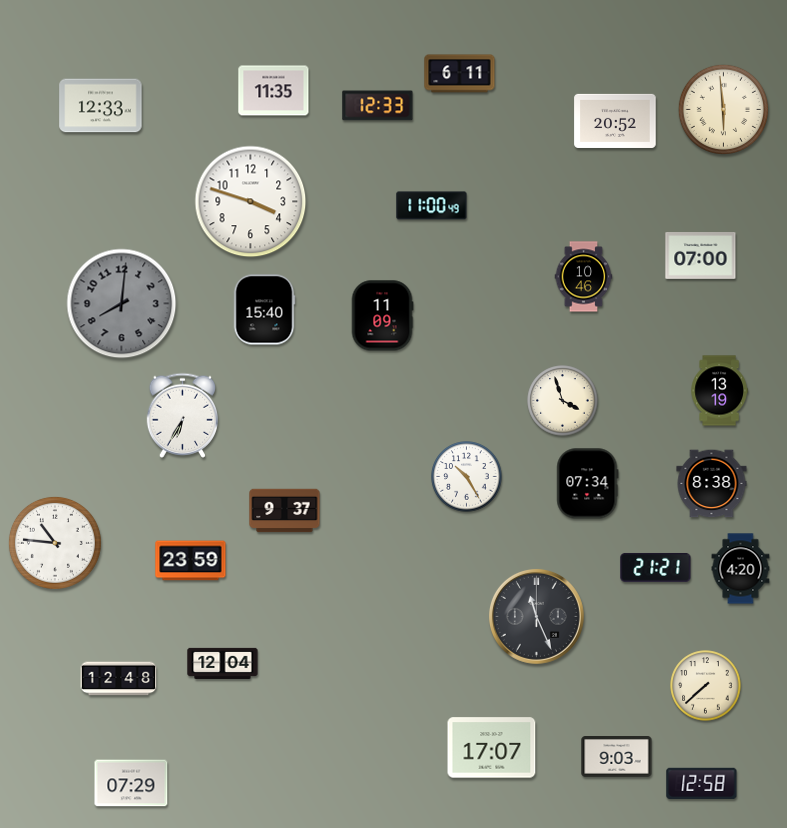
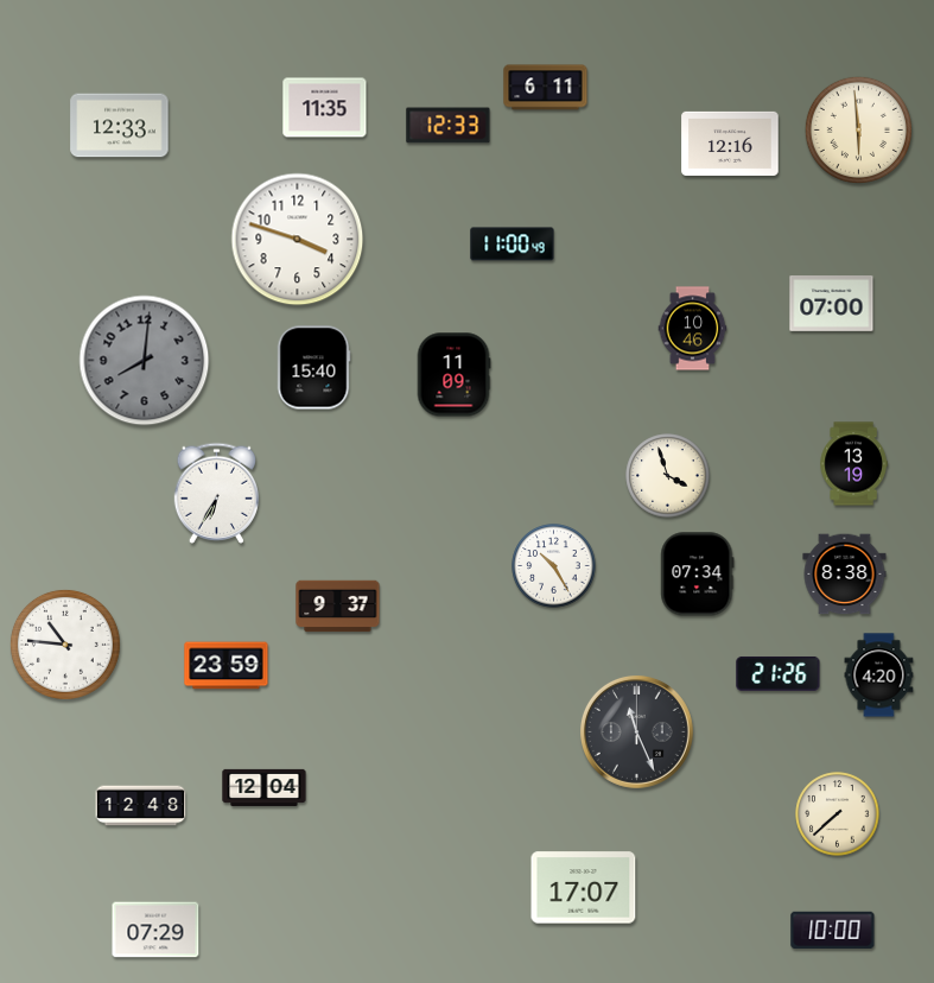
clock at (615, 121): 20:52 -> 12:16
clock at (656, 567): 21:21 -> 21:26
clock at (617, 757): 9:03 -> none
clock at (702, 783): 12:58 -> 10:00
